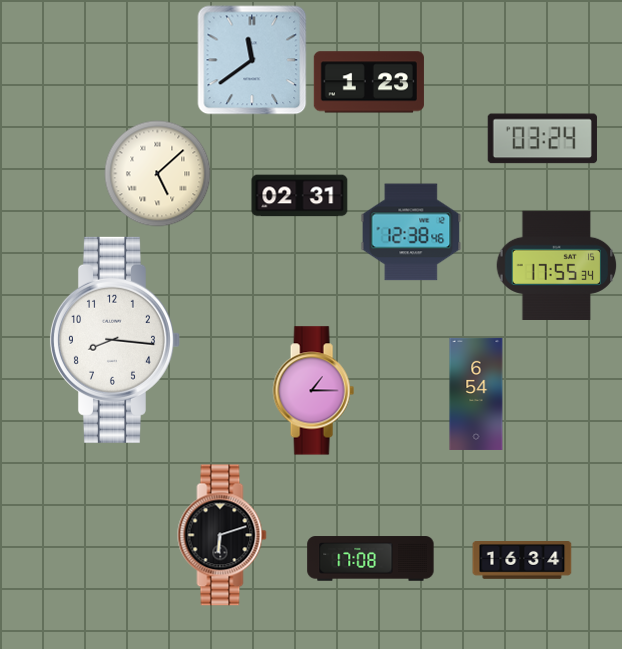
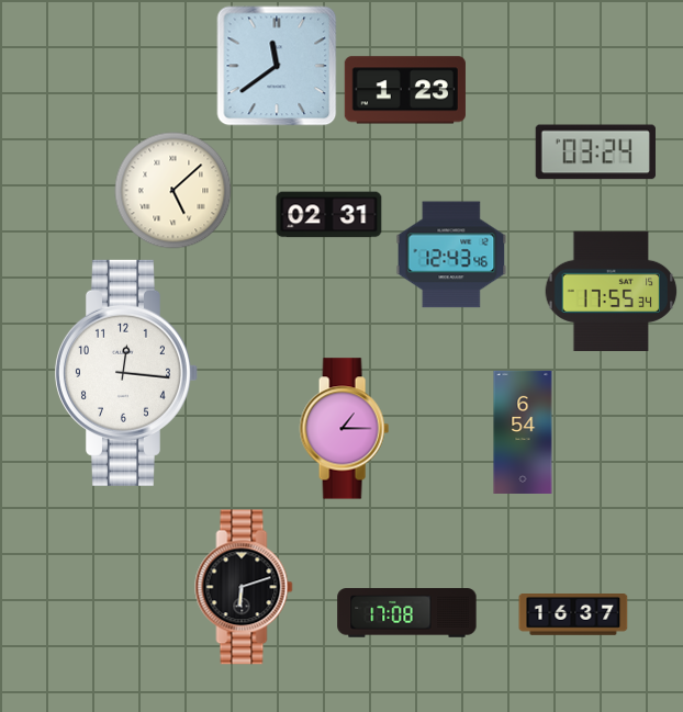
clock at (411, 232): 12:38 -> 12:43
clock at (115, 340): 8:16 -> 12:16
clock at (522, 561): 16:34 -> 16:37
